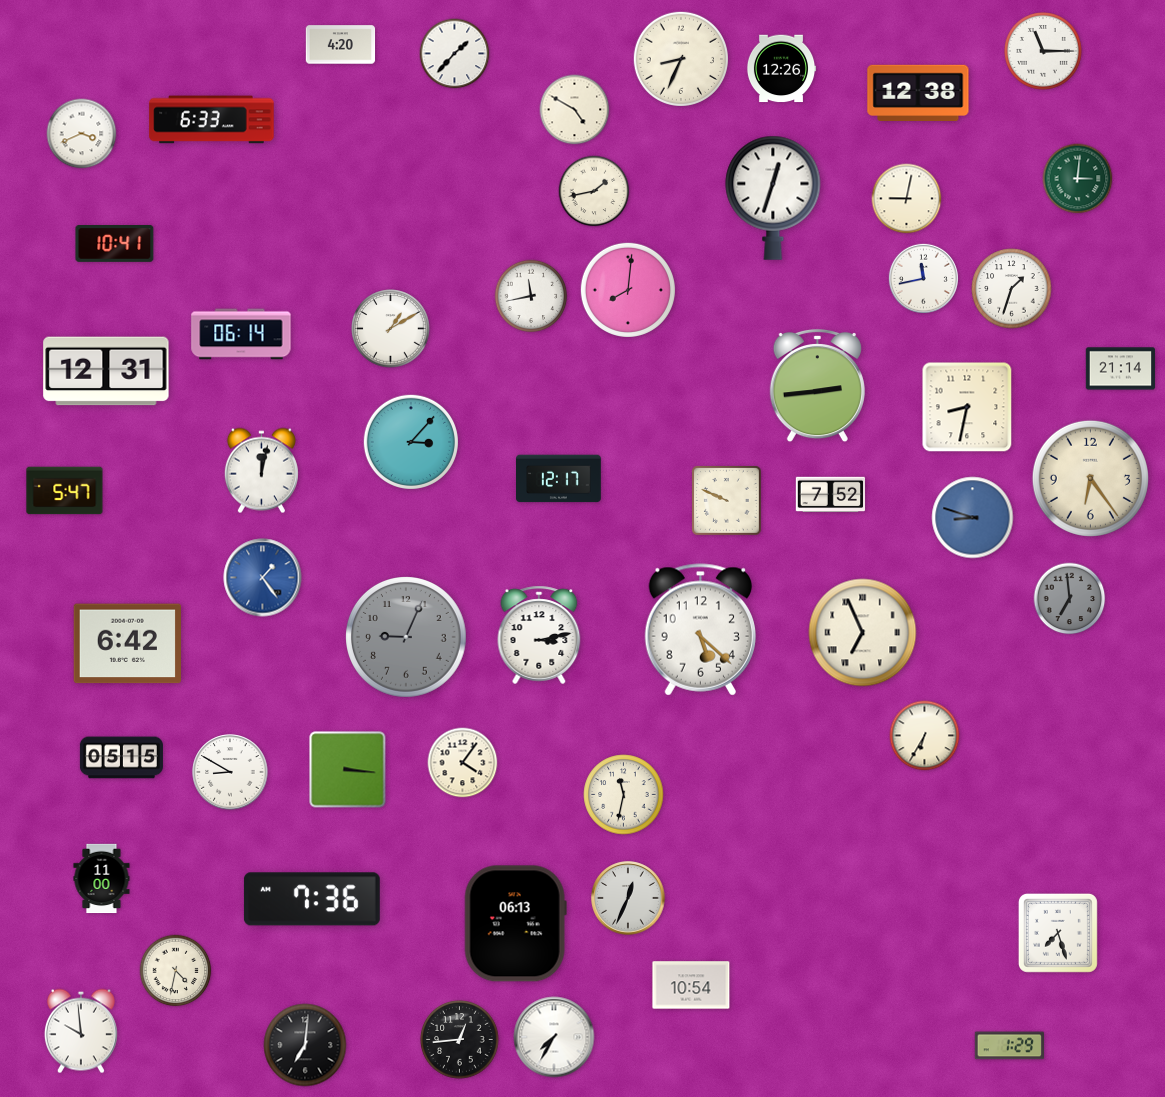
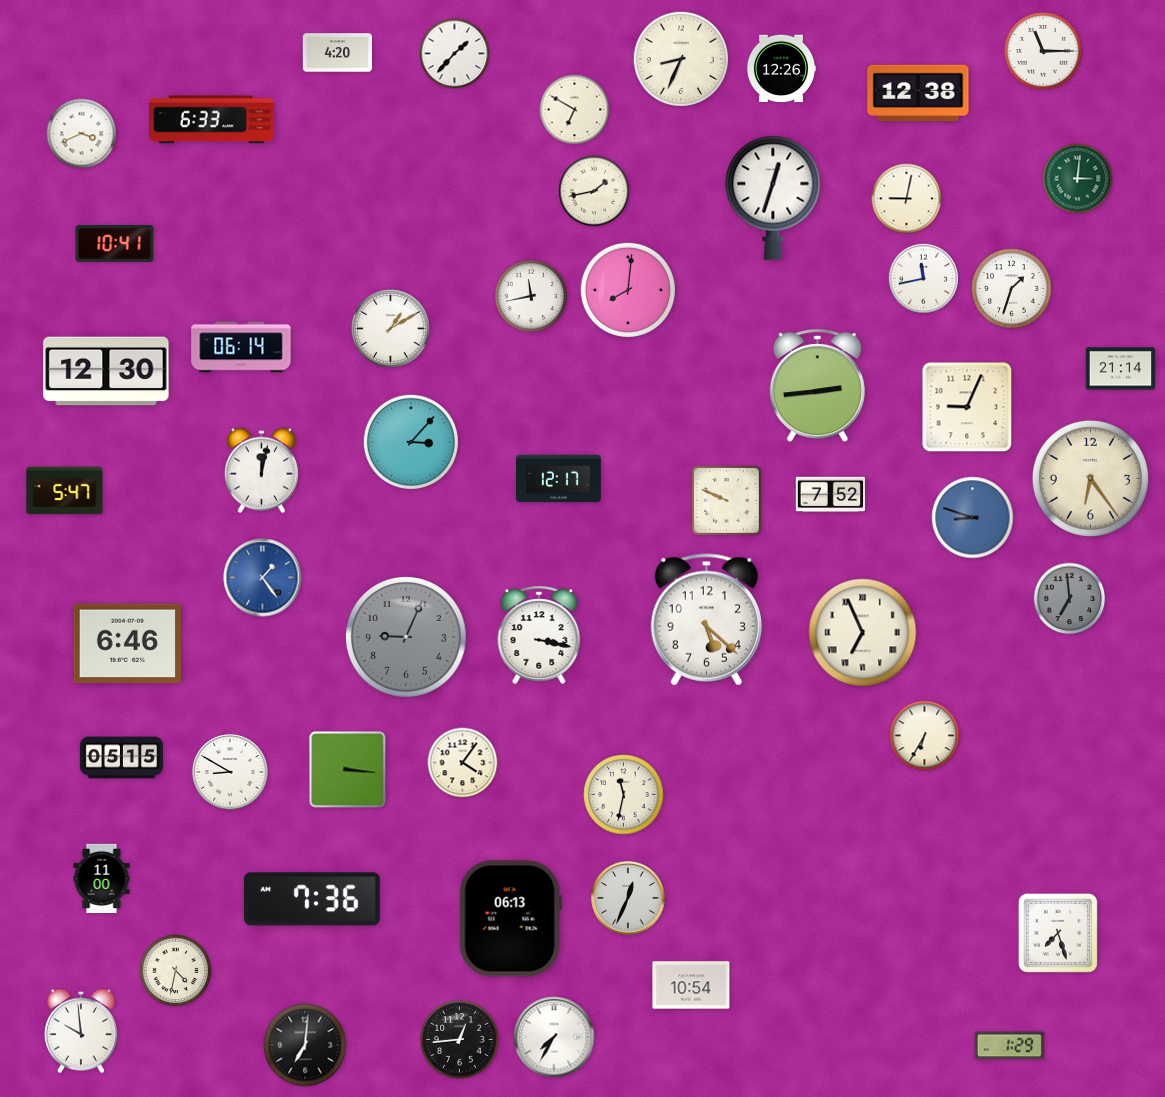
clock at (341, 45) position: (341, 45) -> (338, 53)
clock at (575, 110): 4:50 -> 6:50
clock at (241, 334) position: (241, 334) -> (241, 347)
clock at (106, 371): 12:31 -> 12:30
clock at (967, 407): 8:32 -> 9:04
clock at (700, 630) position: (700, 630) -> (706, 620)
clock at (539, 635): 3:13 -> 3:17
clock at (127, 644): 6:42 -> 6:46
clock at (515, 924) position: (515, 924) -> (510, 919)
